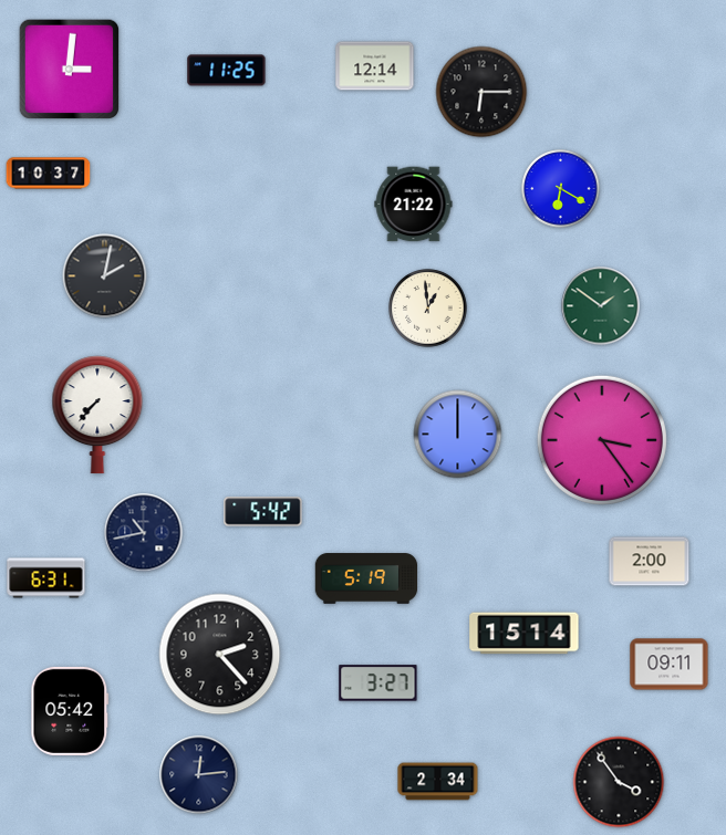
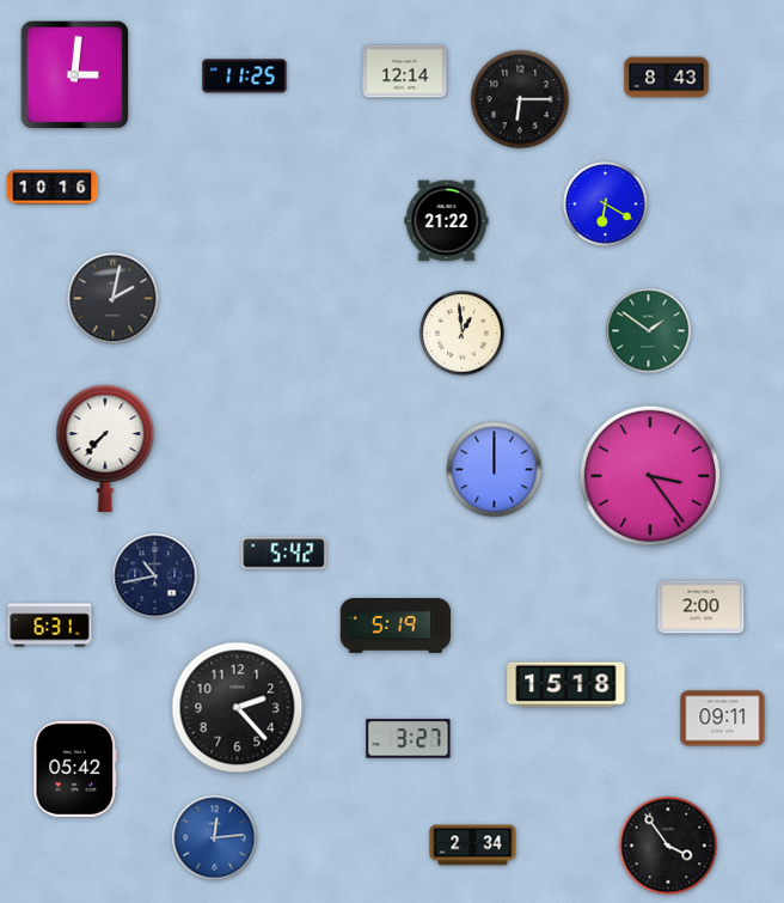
clock at (667, 78): none -> 8:43
clock at (49, 174): 10:37 -> 10:16
clock at (525, 634): 15:14 -> 15:18
clock at (199, 775) dial: navy -> blue
